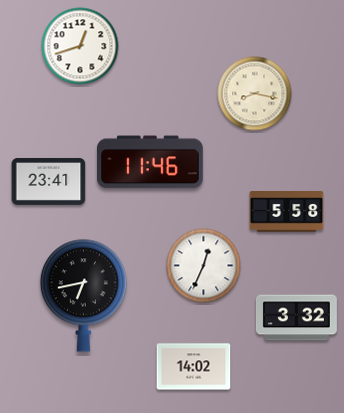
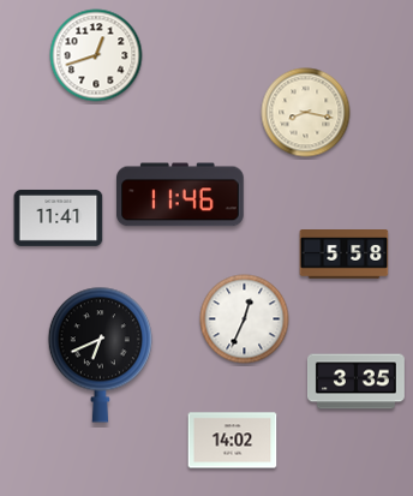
clock at (49, 181): 23:41 -> 11:41
clock at (83, 295): 6:43 -> 6:41
clock at (296, 318): 3:32 -> 3:35
